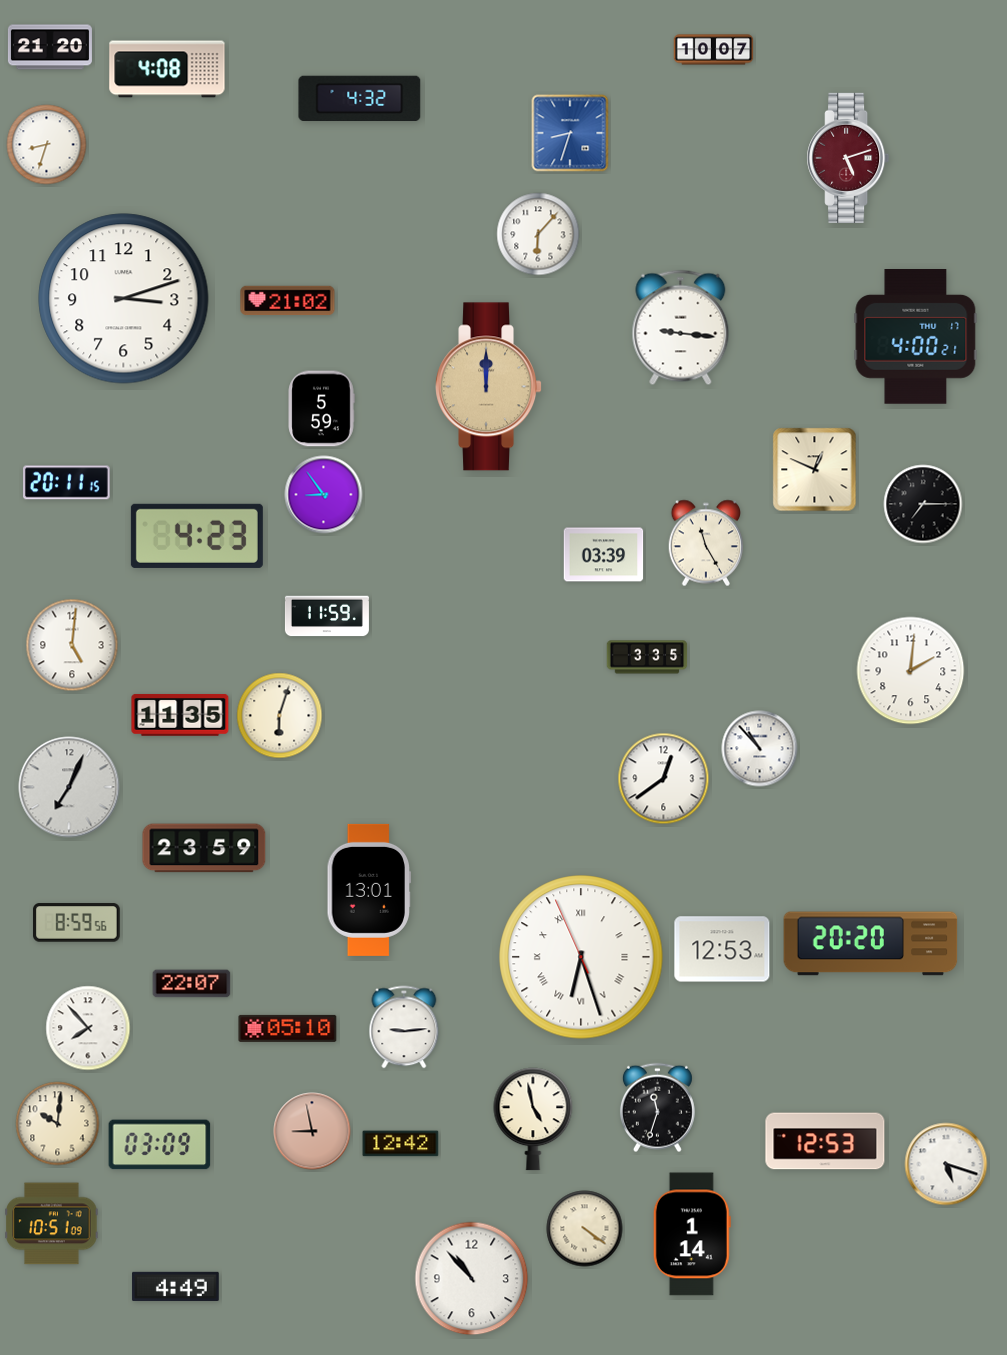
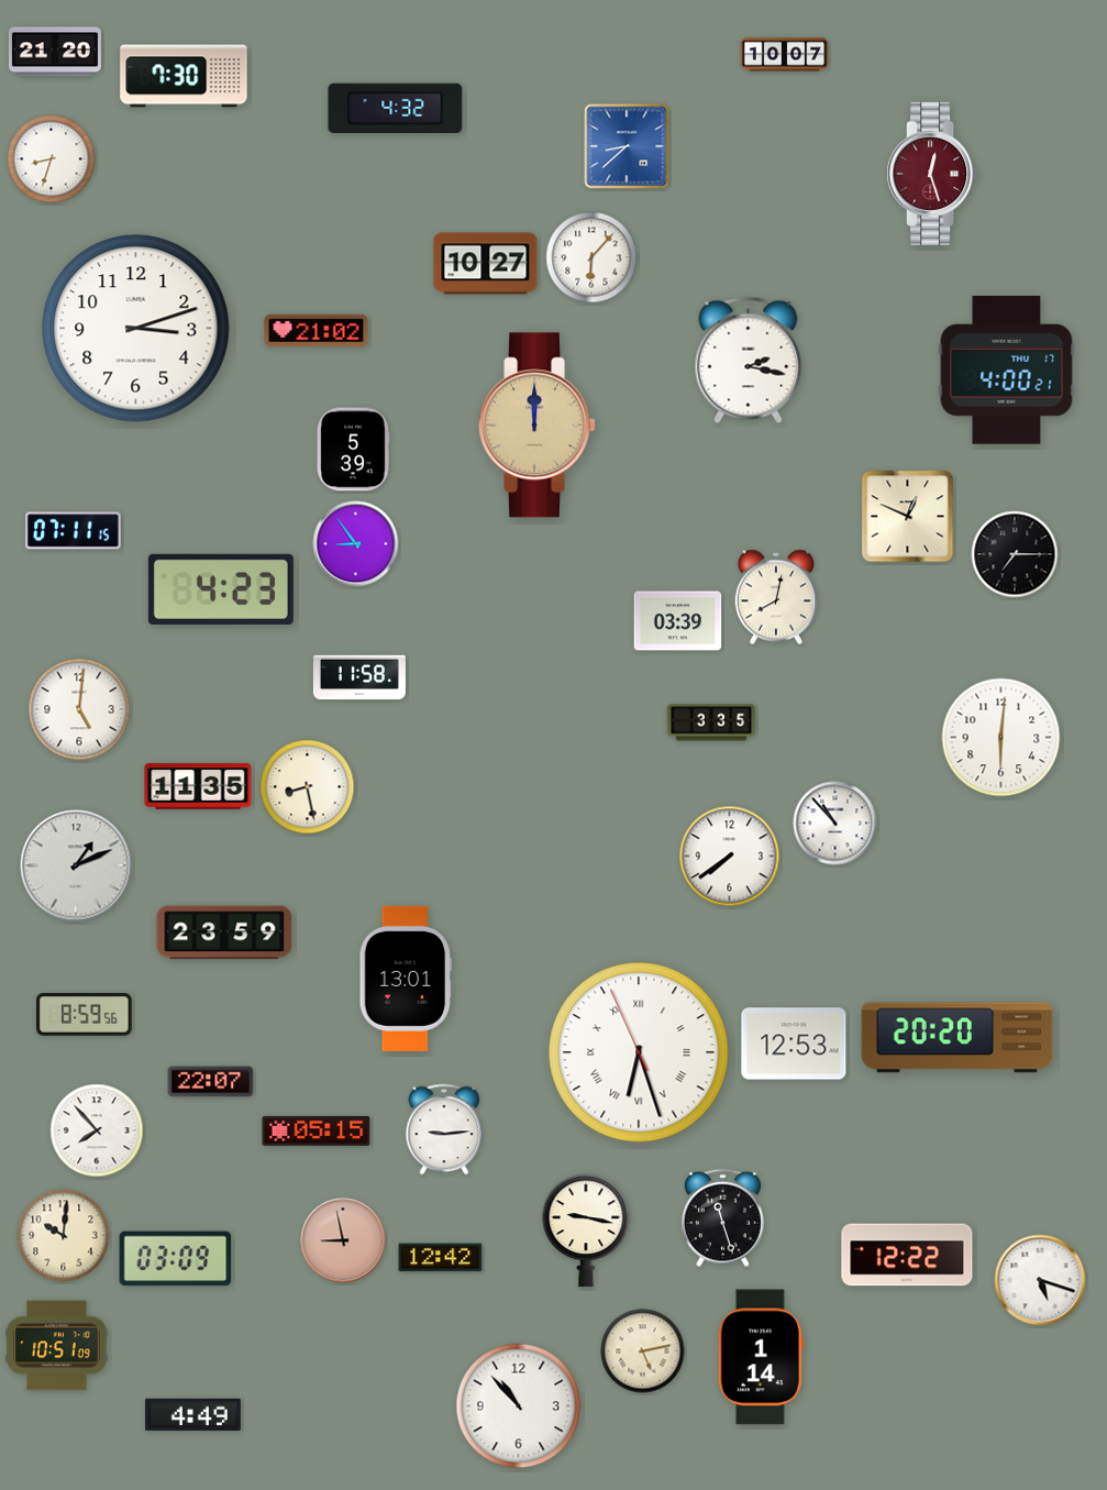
clock at (167, 69): 4:08 -> 7:30
clock at (570, 133): 8:33 -> 8:38
clock at (848, 158): 5:12 -> 12:27
clock at (486, 264): none -> 10:27
clock at (681, 328): 9:16 -> 2:17
clock at (321, 409): 5:59 -> 5:39
clock at (815, 470) position: (815, 470) -> (908, 517)
clock at (67, 483): 20:11 -> 07:11
clock at (197, 536) position: (197, 536) -> (221, 589)
clock at (706, 543): 11:25 -> 8:02
clock at (604, 555) position: (604, 555) -> (678, 621)
clock at (327, 616): 11:59 -> 11:58
clock at (911, 671): 2:01 -> 6:01
clock at (280, 716): 6:03 -> 8:28
clock at (664, 779): 12:39 -> 7:39
clock at (69, 787): 7:04 -> 1:11
clock at (288, 1028): 05:10 -> 05:15
clock at (657, 1108): 11:33 -> 11:27
clock at (533, 1119): 4:58 -> 9:17
clock at (312, 1131) position: (312, 1131) -> (343, 1240)
clock at (825, 1141): 12:53 -> 12:22
clock at (585, 1229): 4:21 -> 5:13
